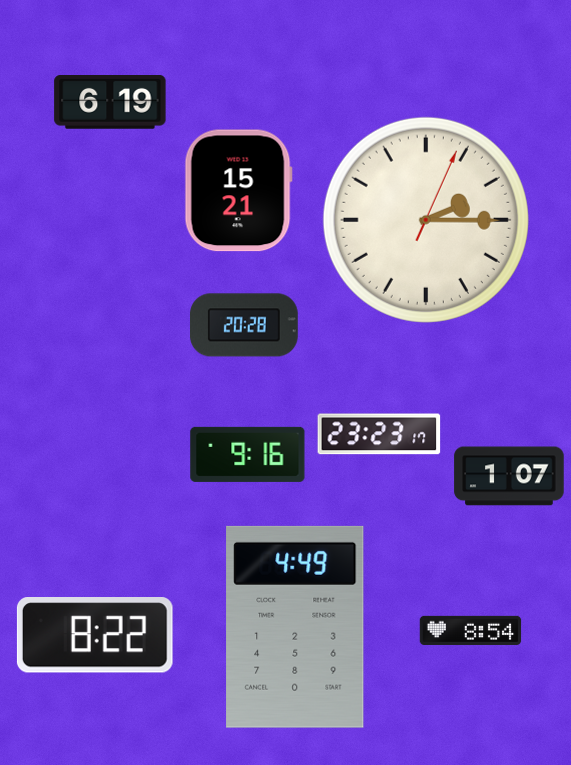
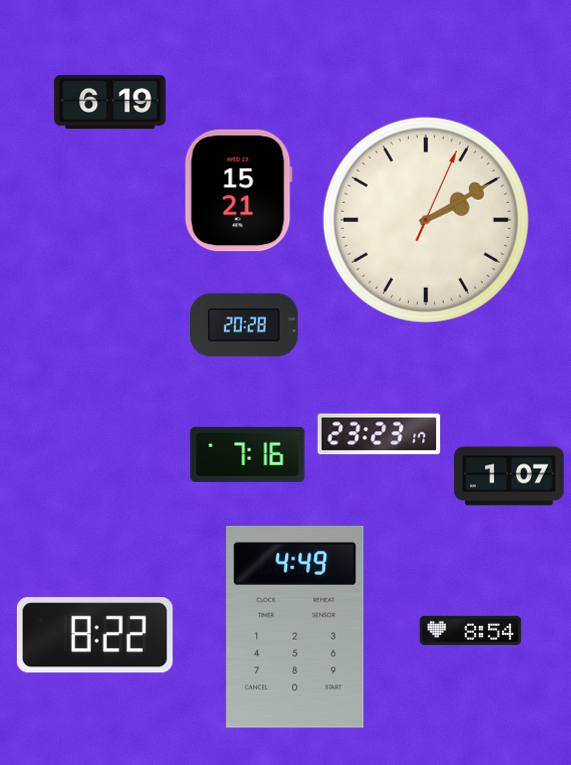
clock at (426, 220): 2:15 -> 2:10
clock at (248, 454): 9:16 -> 7:16
